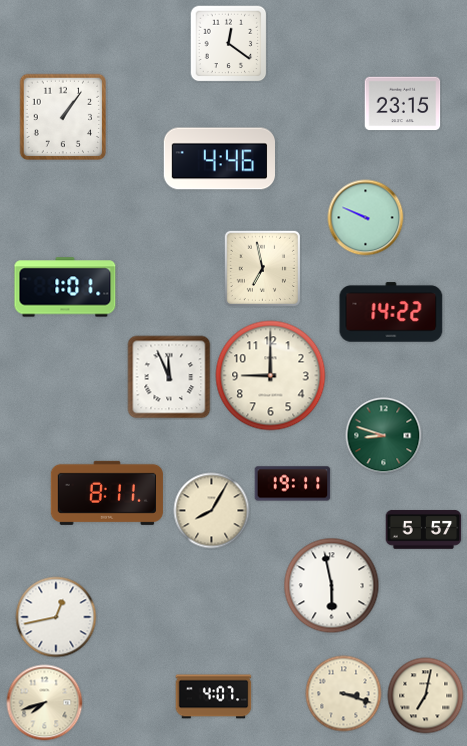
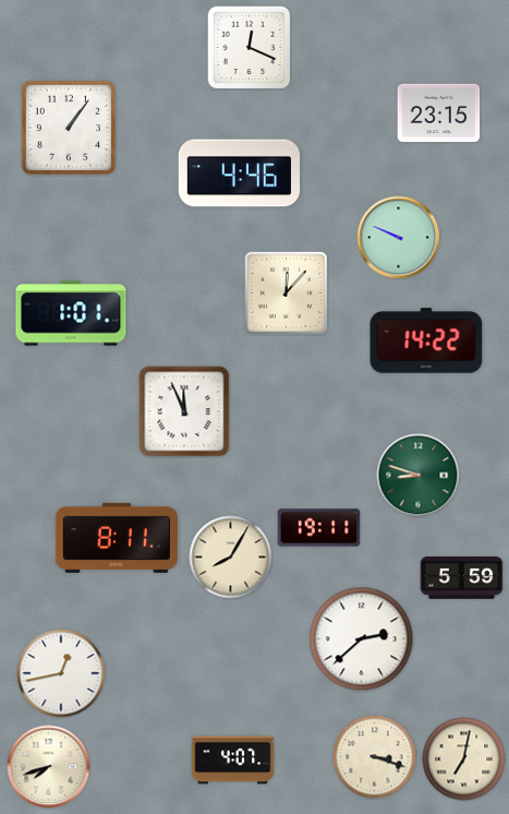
clock at (228, 43): 12:21 -> 12:19
clock at (262, 268): 6:58 -> 12:07
clock at (271, 376): 9:00 -> none
clock at (424, 530): 5:57 -> 5:59
clock at (332, 586): 5:58 -> 2:38
